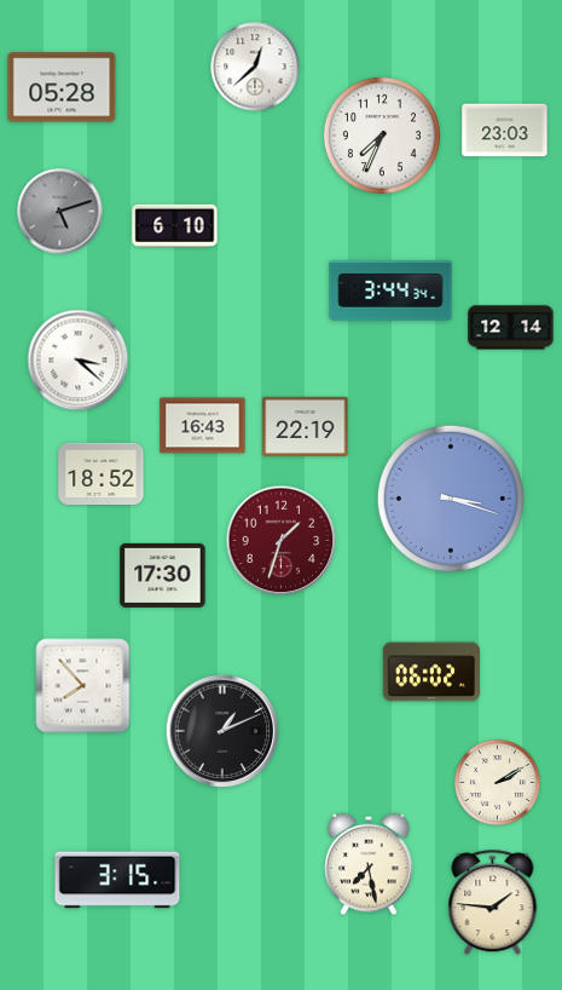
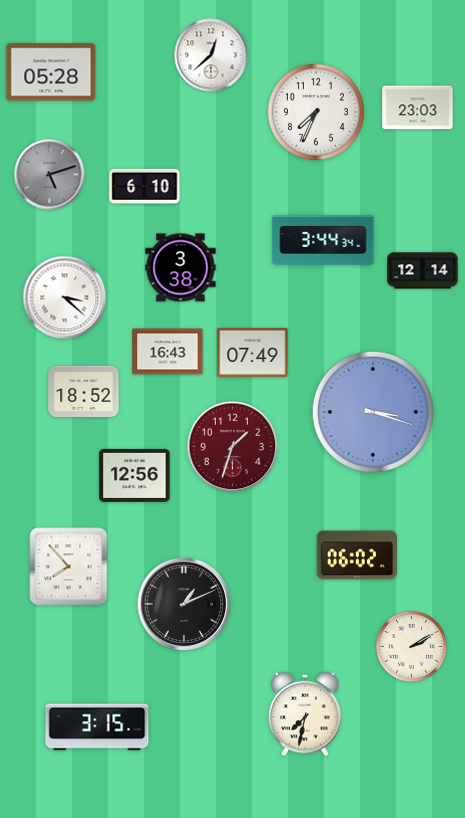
clock at (181, 268): none -> 3:38
clock at (306, 426): 22:19 -> 07:49
clock at (163, 575): 17:30 -> 12:56
clock at (369, 864): 7:28 -> 7:32
clock at (493, 903): 1:46 -> none
